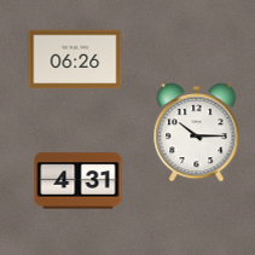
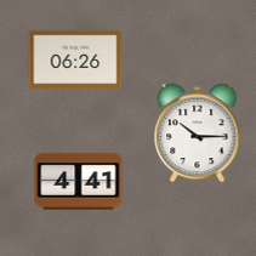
clock at (79, 181): 4:31 -> 4:41
